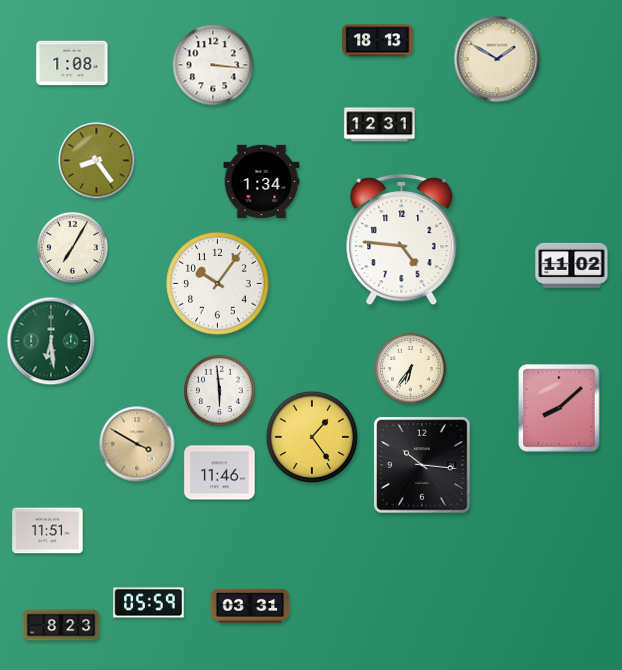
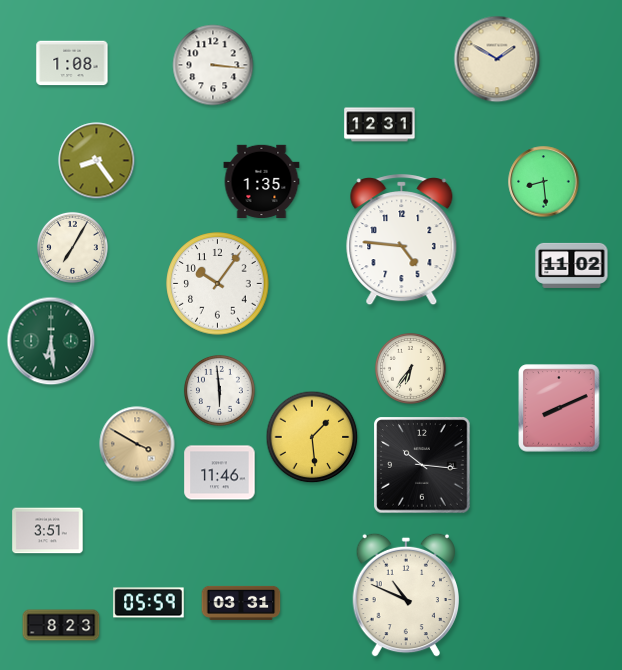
clock at (378, 41): 18:13 -> none
clock at (262, 182): 1:34 -> 1:35
clock at (544, 182): none -> 8:29
clock at (559, 408): 8:08 -> 8:11
clock at (312, 437): 1:24 -> 1:29
clock at (48, 531): 11:51 -> 3:51
clock at (405, 595): none -> 10:49
clock at (250, 606) position: (250, 606) -> (241, 603)
